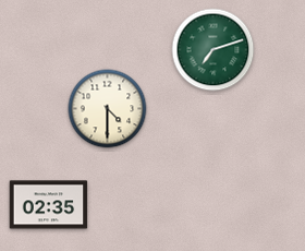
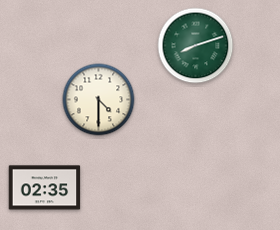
clock at (213, 50): 7:12 -> 8:12
